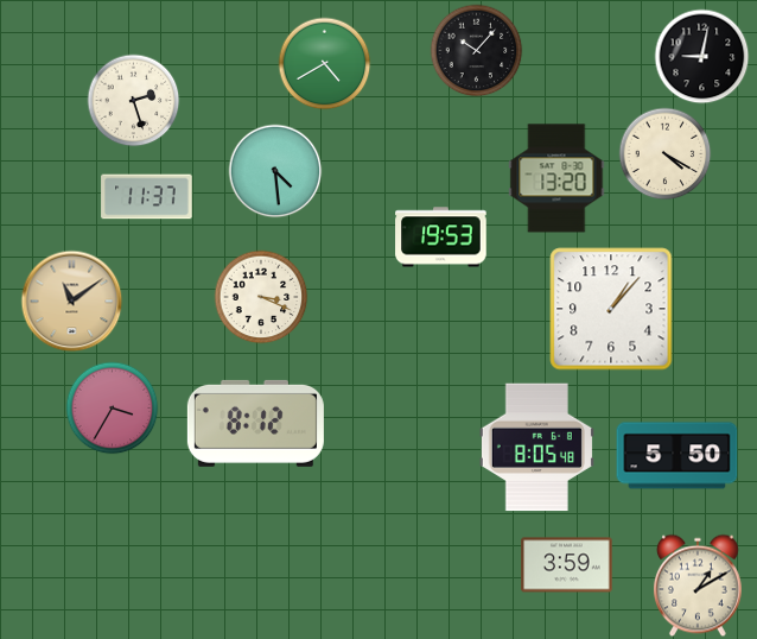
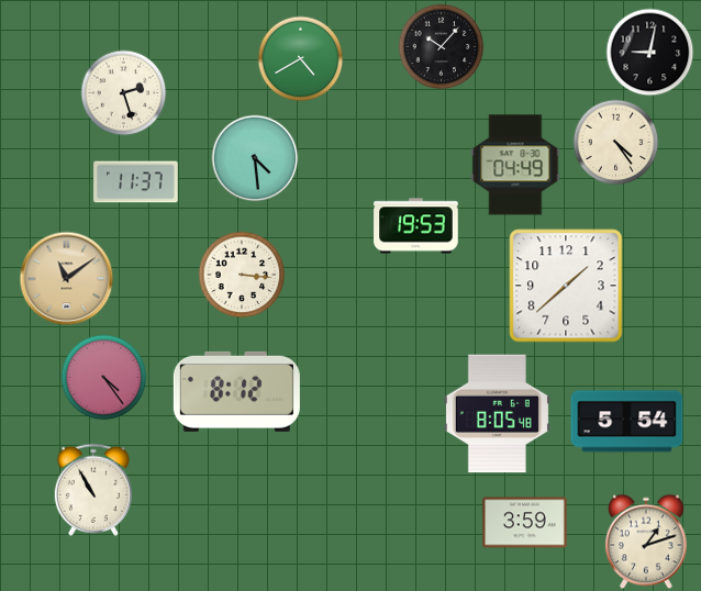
clock at (664, 153): 4:20 -> 4:24
clock at (556, 178): 13:20 -> 04:49
clock at (441, 238) position: (441, 238) -> (416, 226)
clock at (261, 297): 3:19 -> 3:16
clock at (611, 309): 1:07 -> 1:38
clock at (112, 407): 3:35 -> 4:24
clock at (678, 456): 5:50 -> 5:54
clock at (93, 490): none -> 10:55
clock at (698, 586): 1:10 -> 1:12
